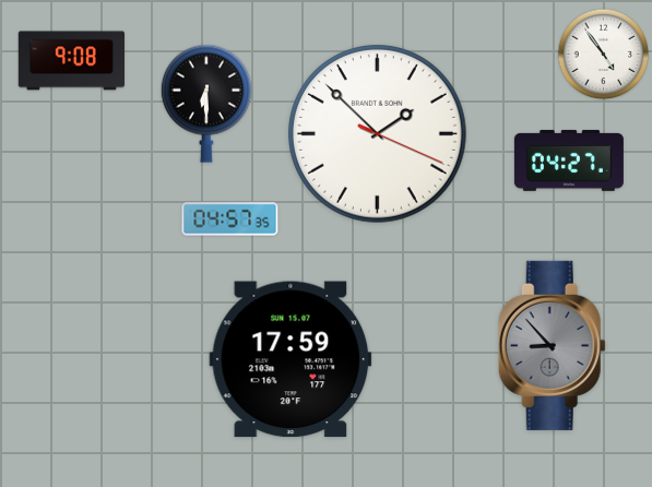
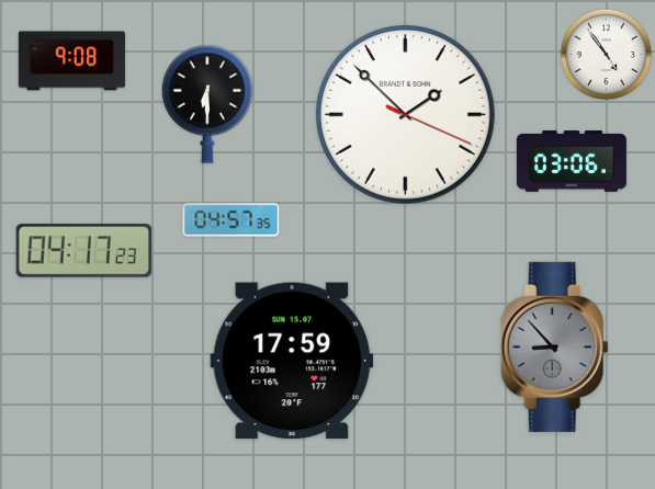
clock at (377, 133) position: (377, 133) -> (405, 114)
clock at (569, 161): 04:27 -> 03:06
clock at (84, 251): none -> 04:17
